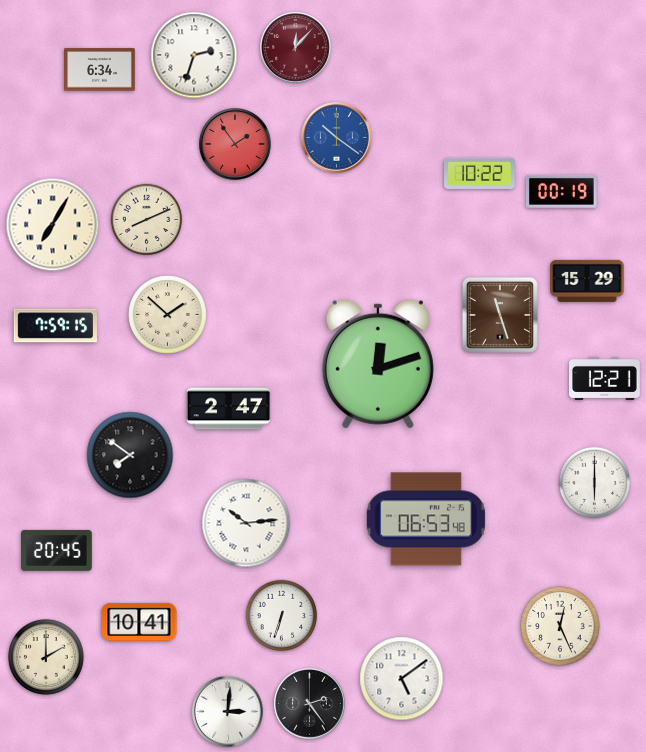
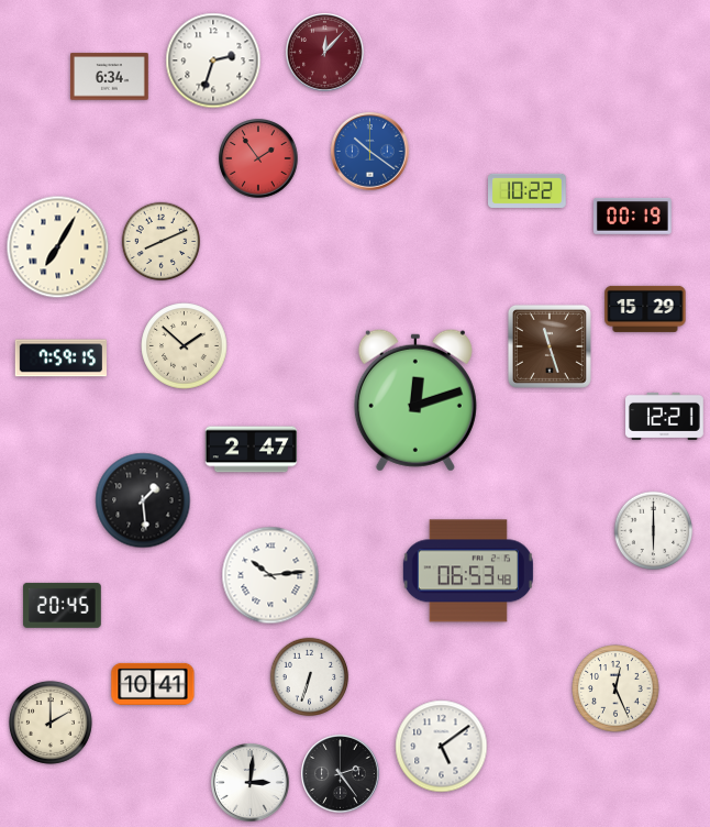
clock at (561, 191) position: (561, 191) -> (632, 216)
clock at (130, 455): 7:51 -> 1:29
